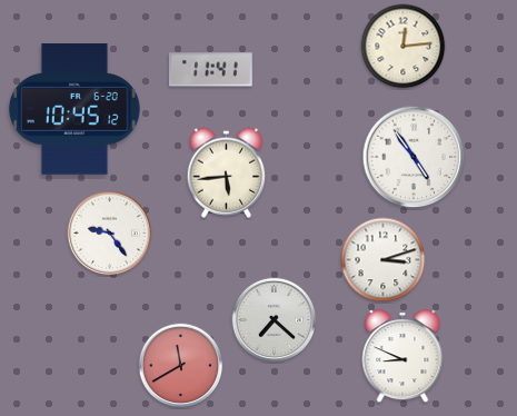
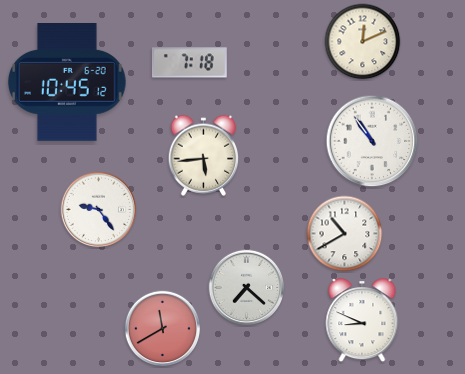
clock at (404, 47): 12:14 -> 12:11
clock at (210, 70): 11:41 -> 7:18
clock at (76, 110) position: (76, 110) -> (68, 83)
clock at (414, 157): 4:54 -> 10:54
clock at (384, 260): 3:12 -> 10:40
